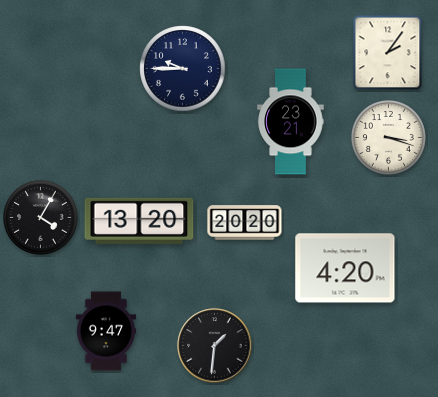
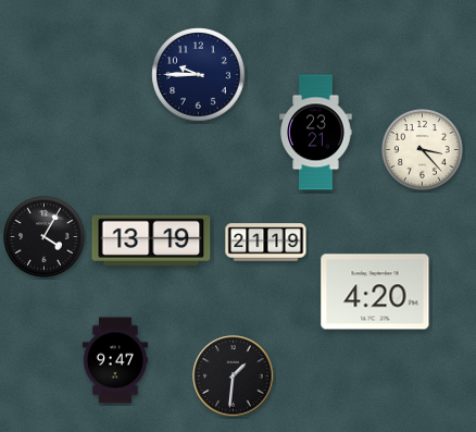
clock at (388, 53): 2:06 -> none
clock at (389, 138): 3:18 -> 3:23
clock at (139, 221): 13:20 -> 13:19
clock at (245, 223): 20:20 -> 21:19
